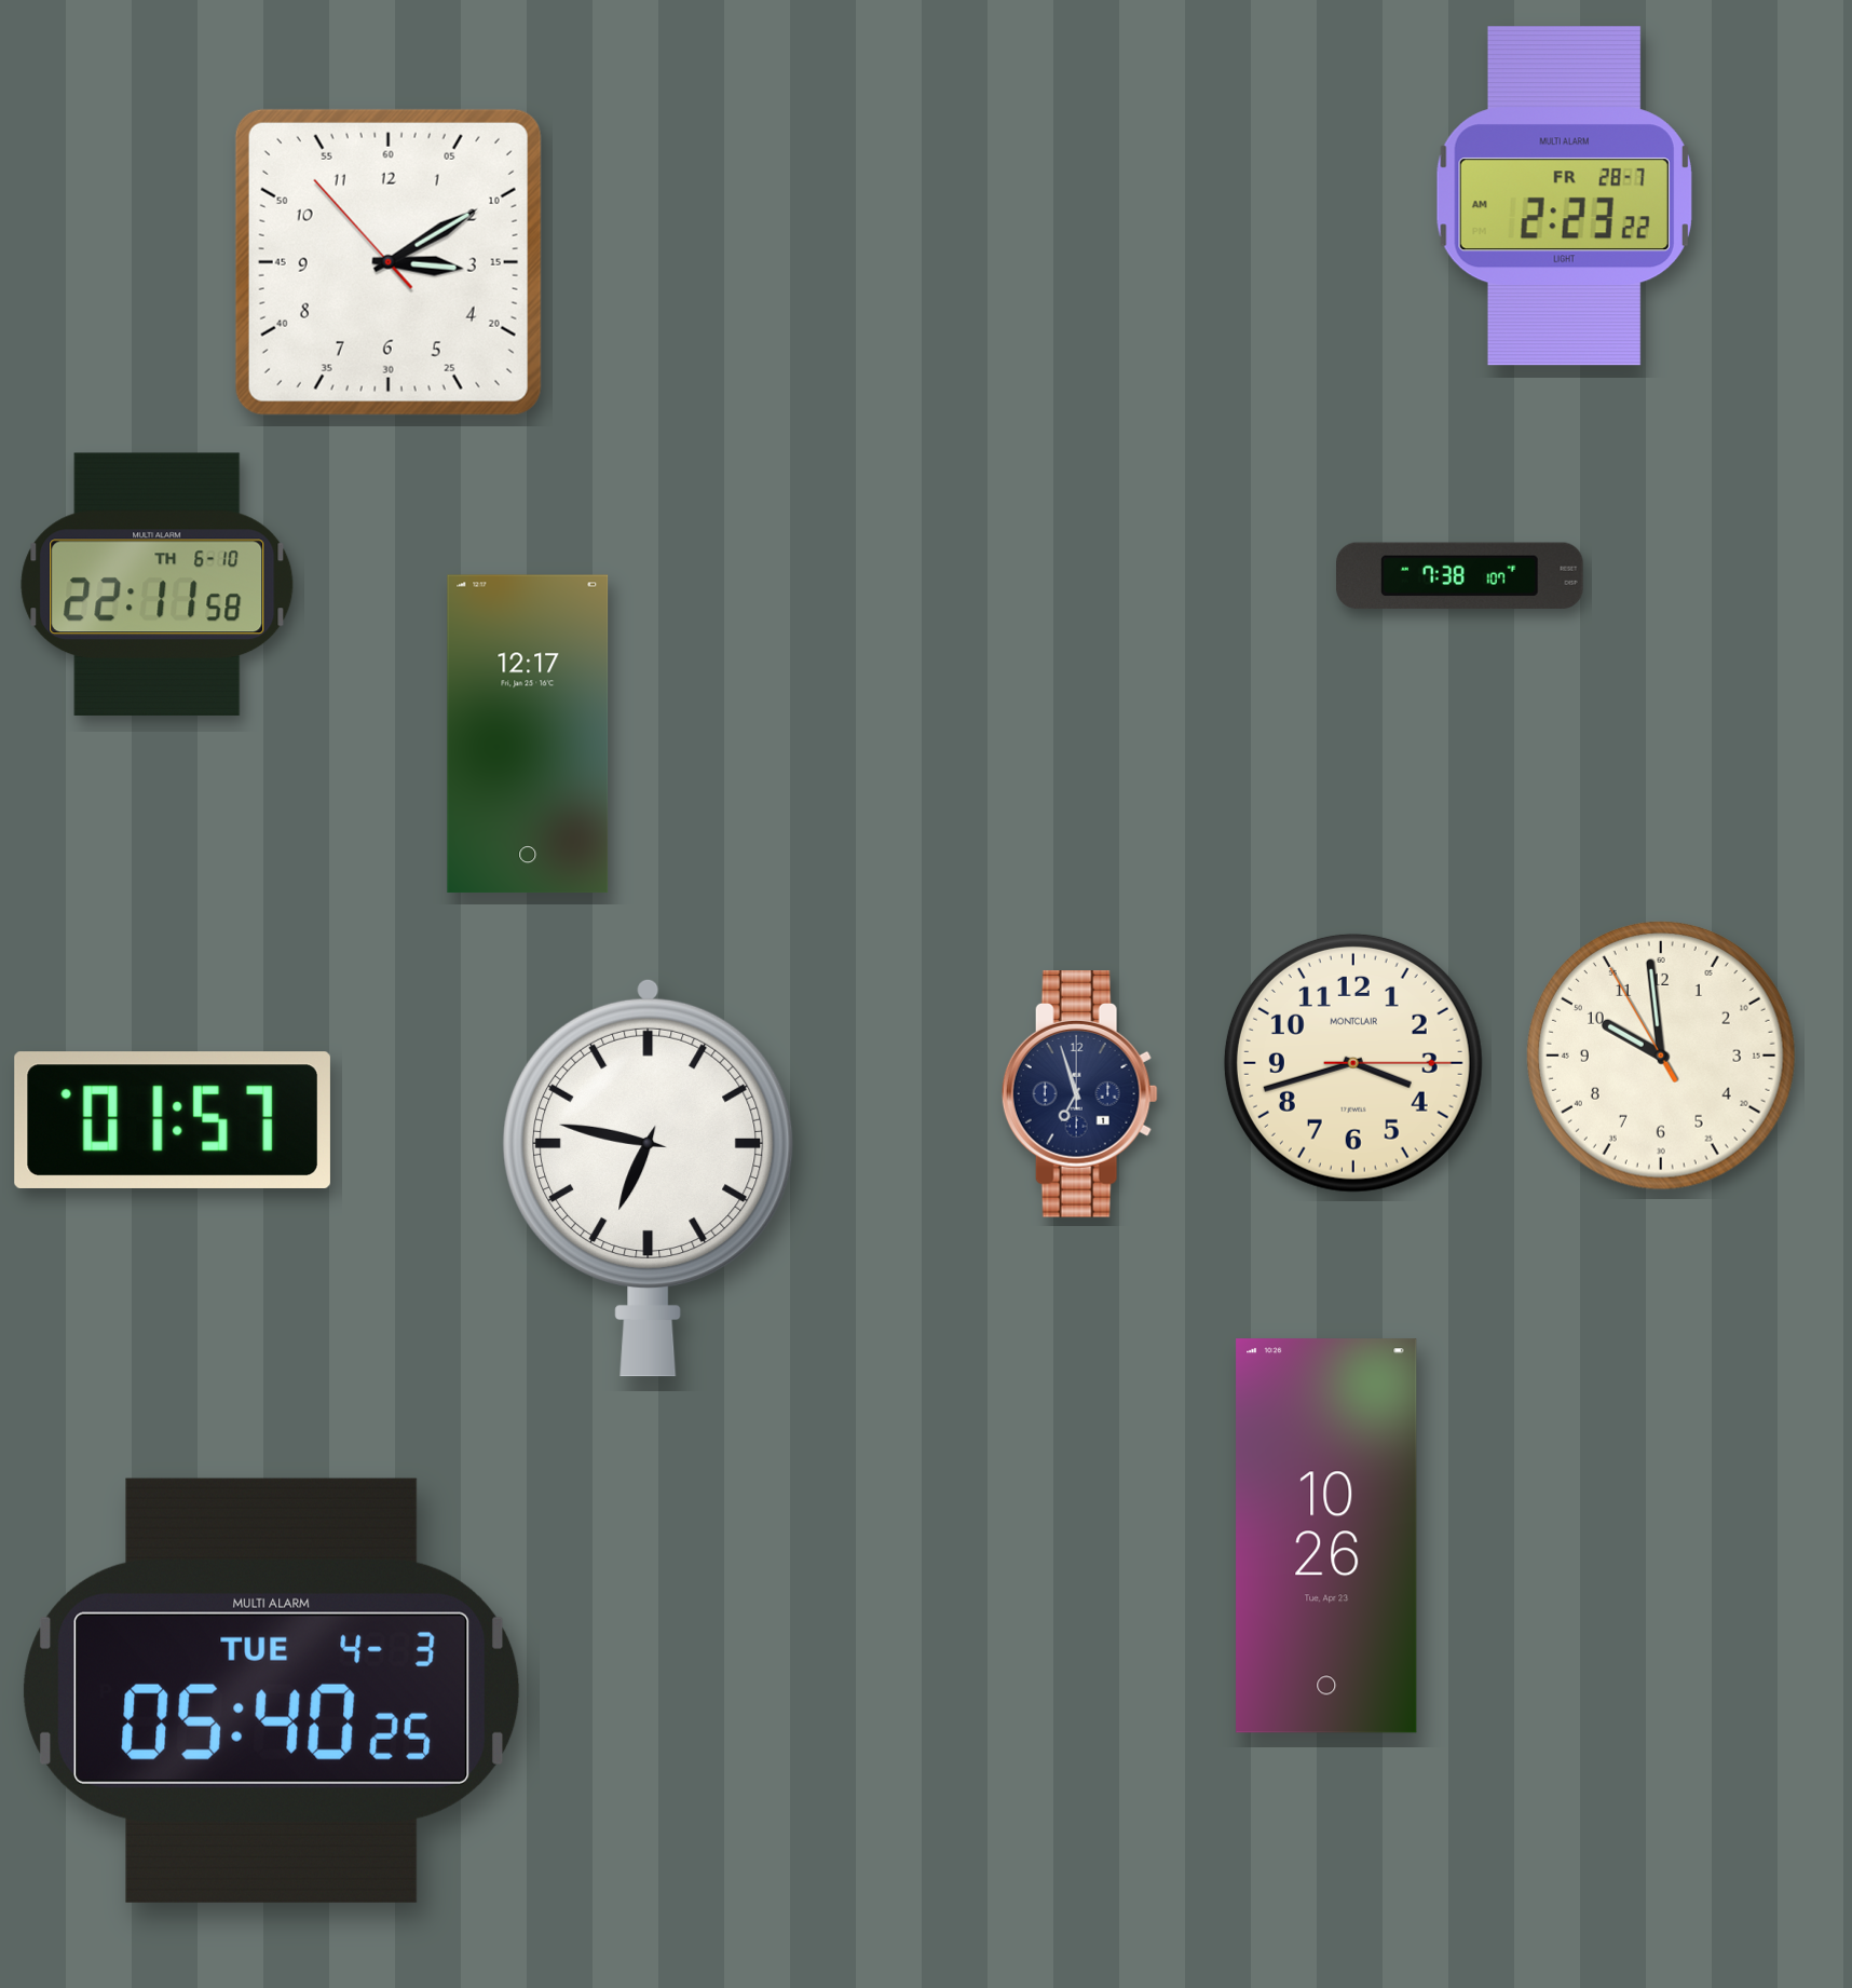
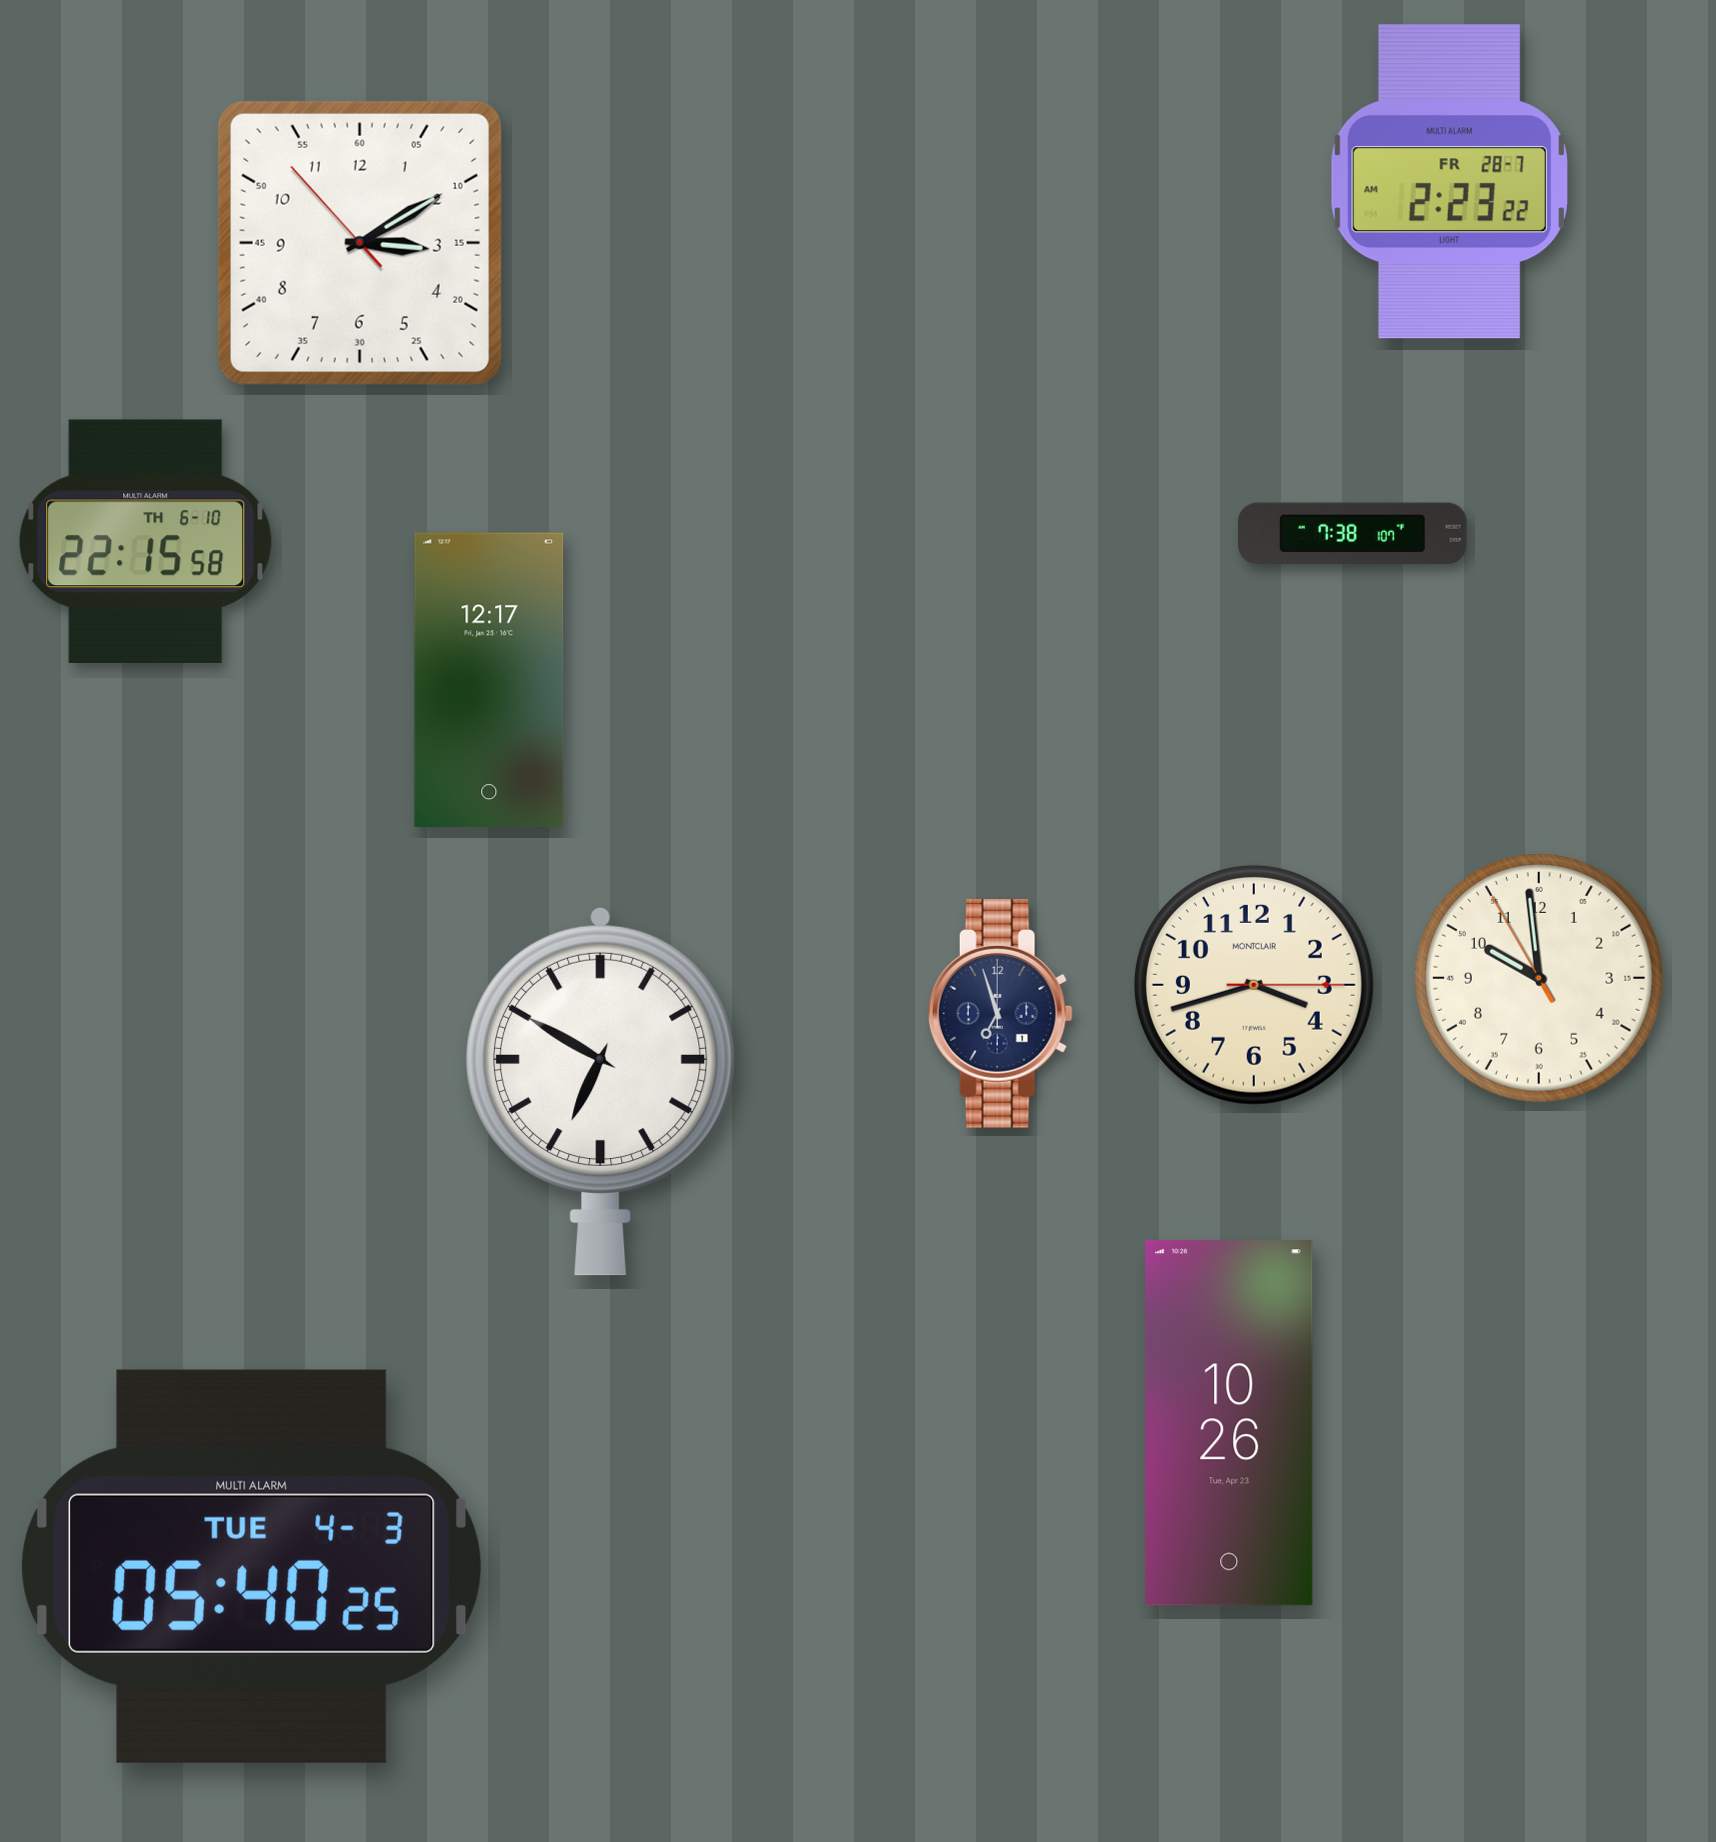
clock at (158, 584): 22:11 -> 22:15
clock at (173, 1120): 01:57 -> none
clock at (649, 1177): 6:47 -> 6:50
